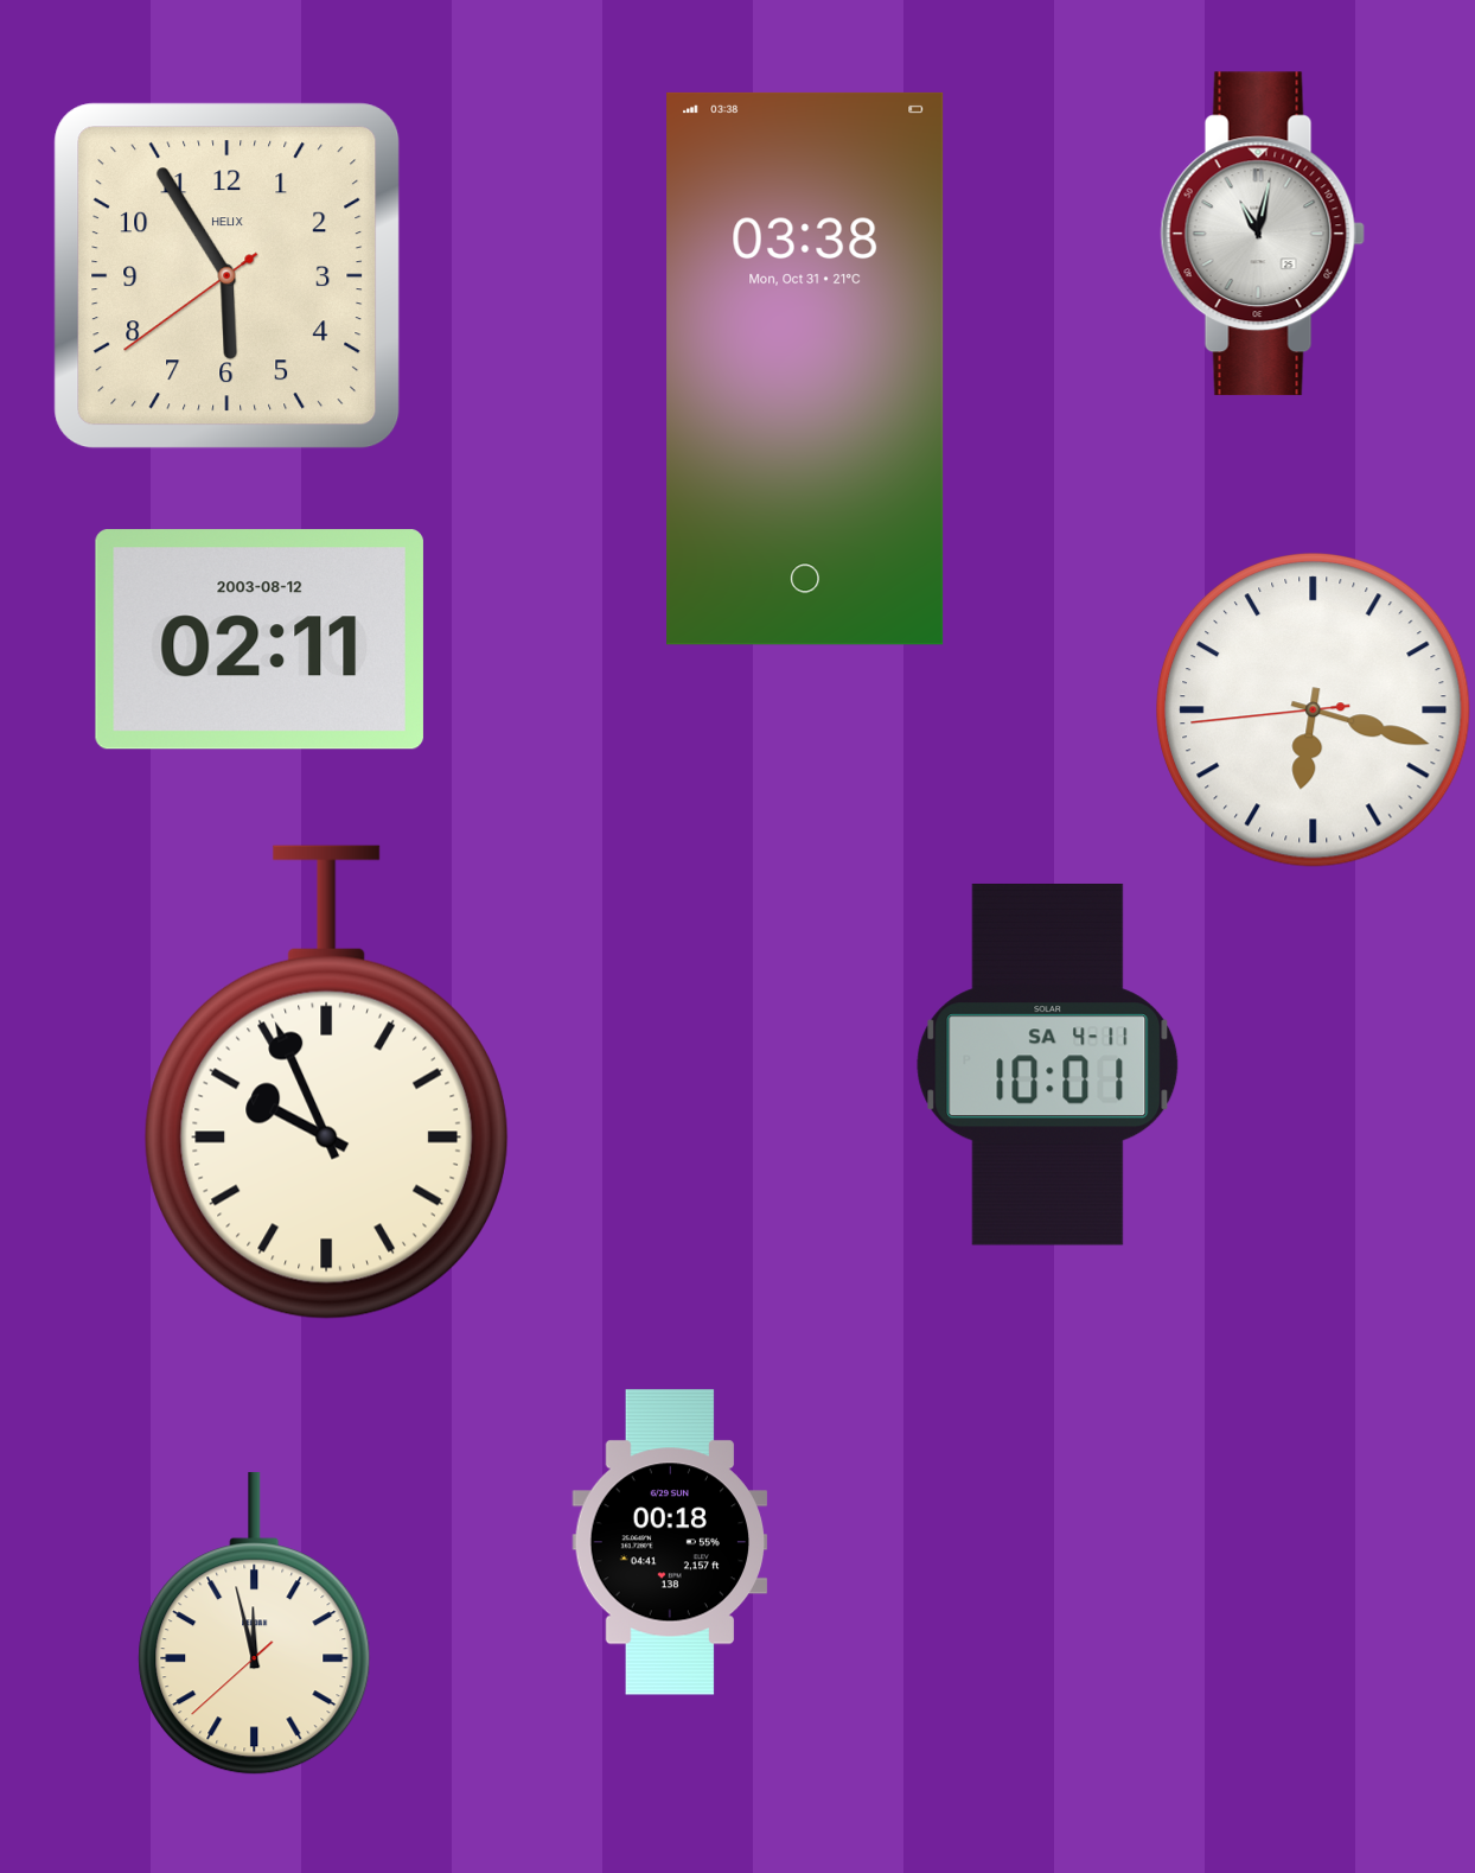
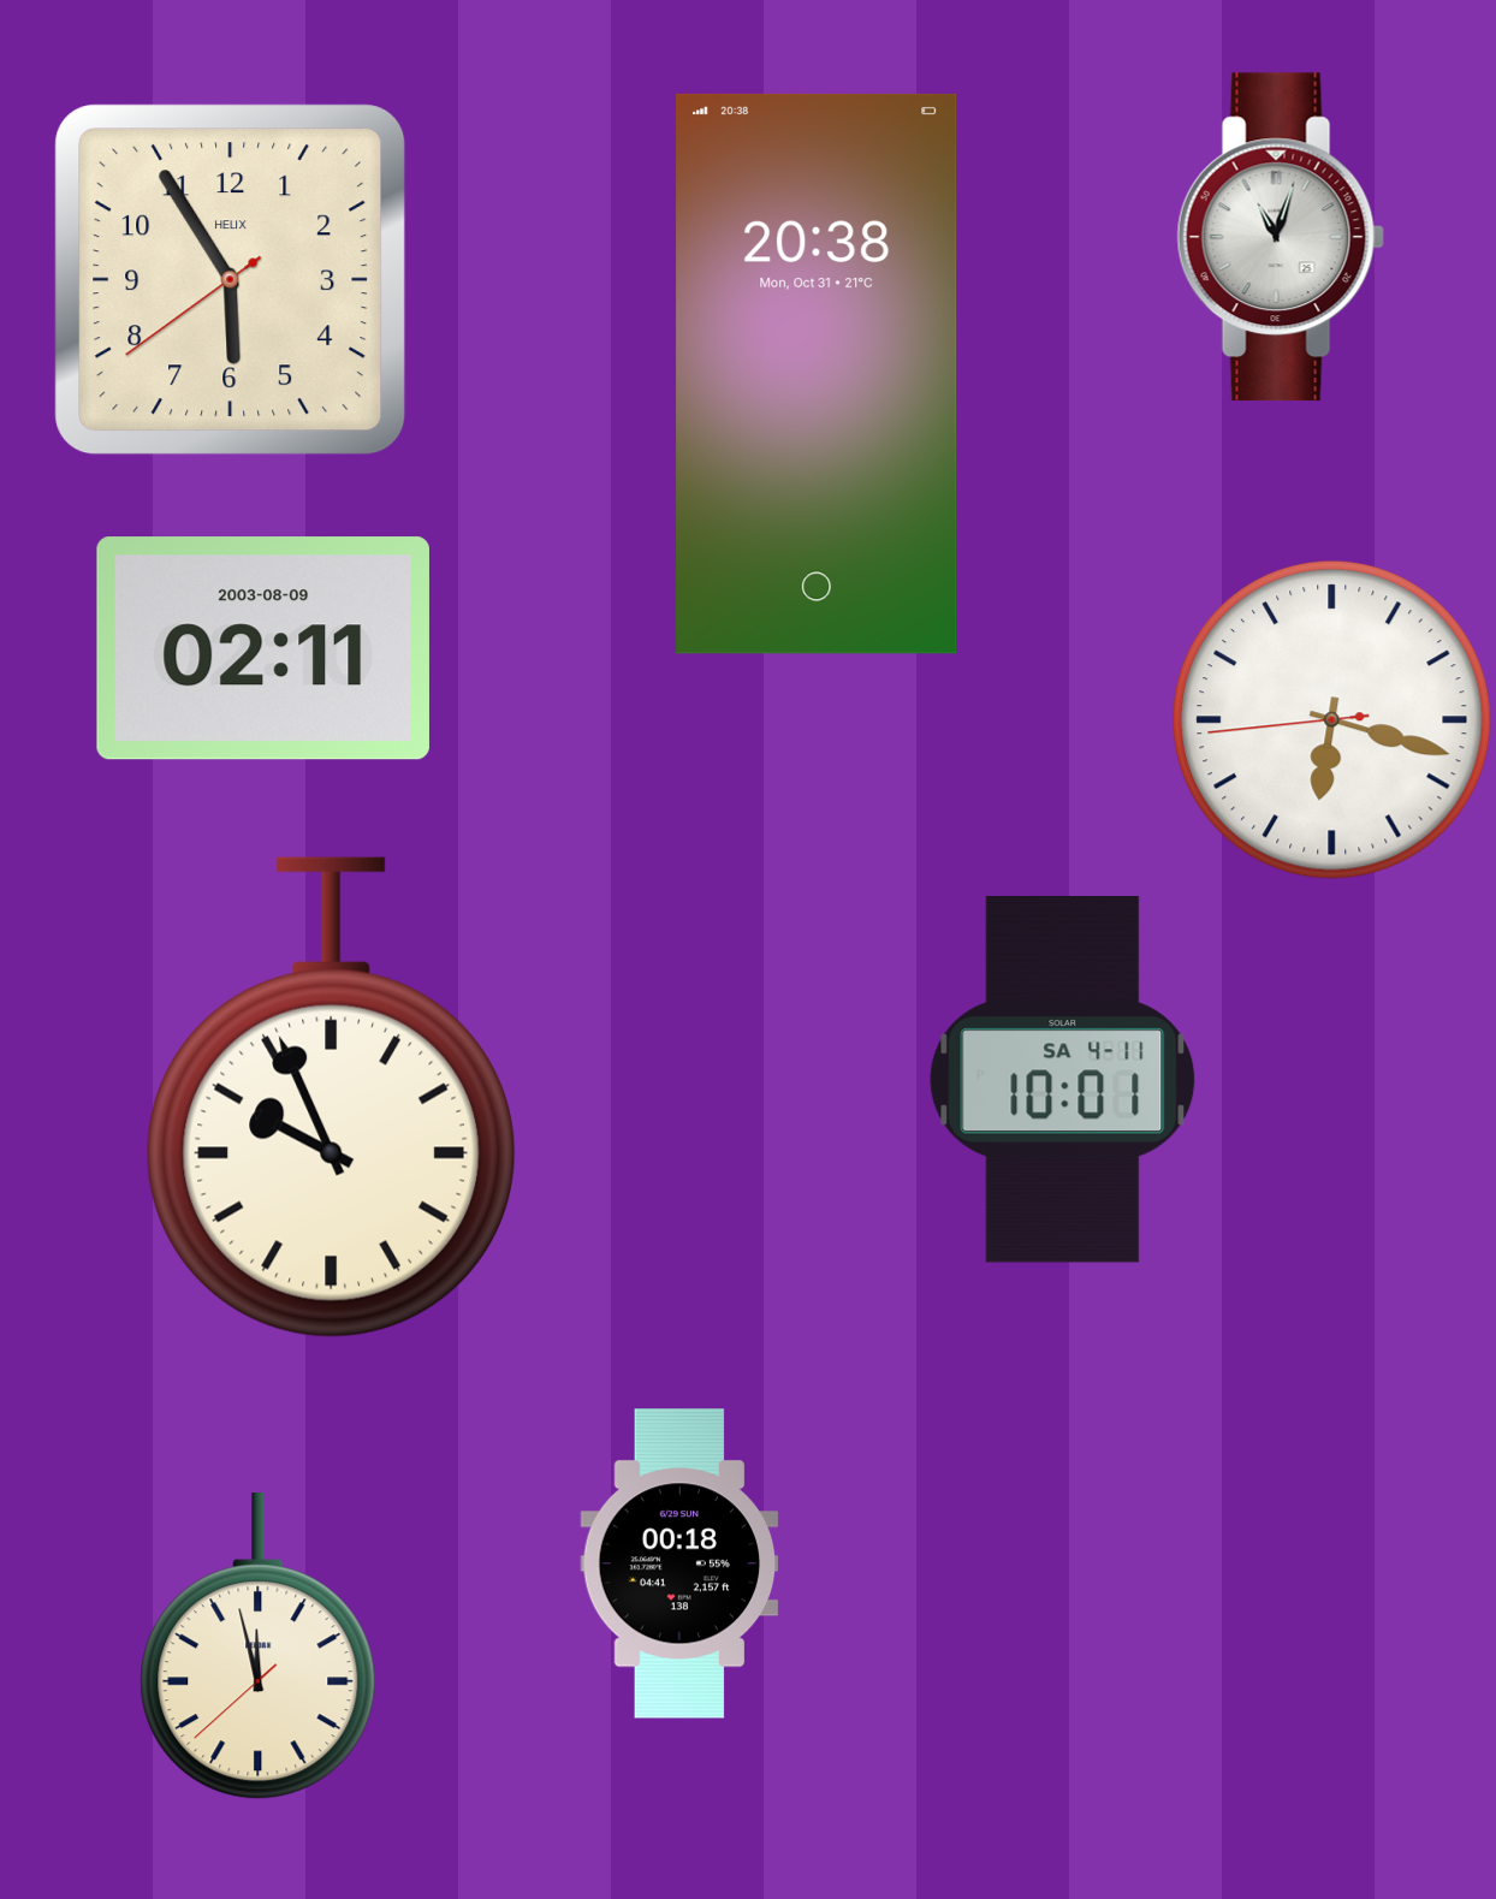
clock at (1263, 234): 11:02 -> 11:03
clock at (805, 369): 03:38 -> 20:38
clock at (260, 639) date: 2003-08-12 -> 2003-08-09
